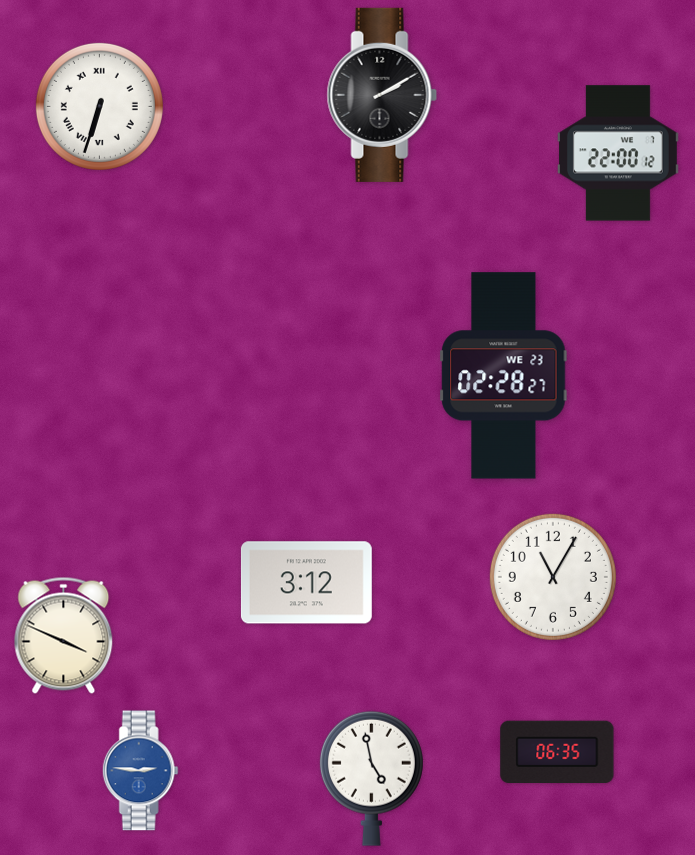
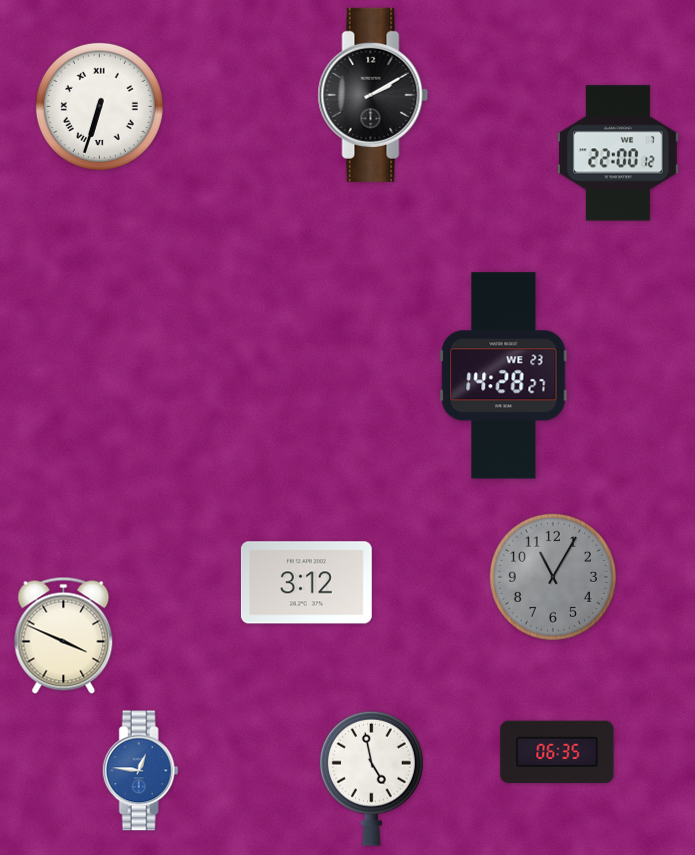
clock at (382, 95) position: (382, 95) -> (373, 95)
clock at (504, 376): 02:28 -> 14:28
clock at (553, 577) dial: white -> grey
clock at (140, 771): 2:46 -> 12:46
